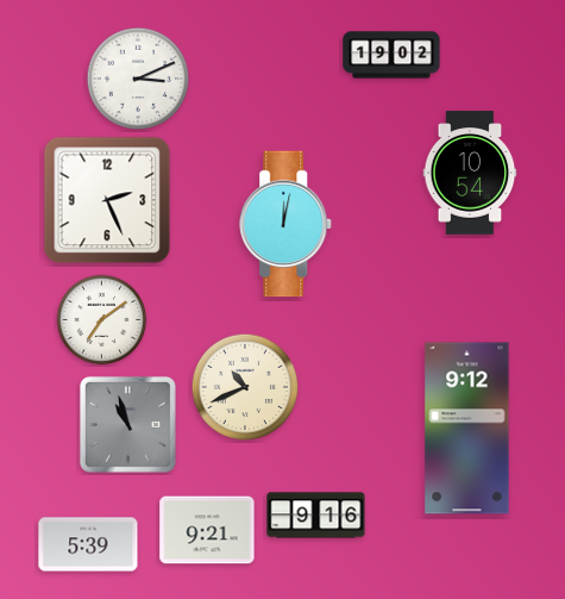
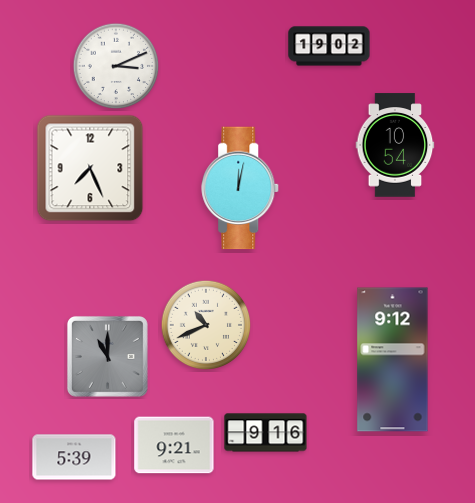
clock at (107, 200): 2:26 -> 7:26
clock at (102, 320): 7:09 -> none
clock at (127, 424): 10:57 -> 11:00
